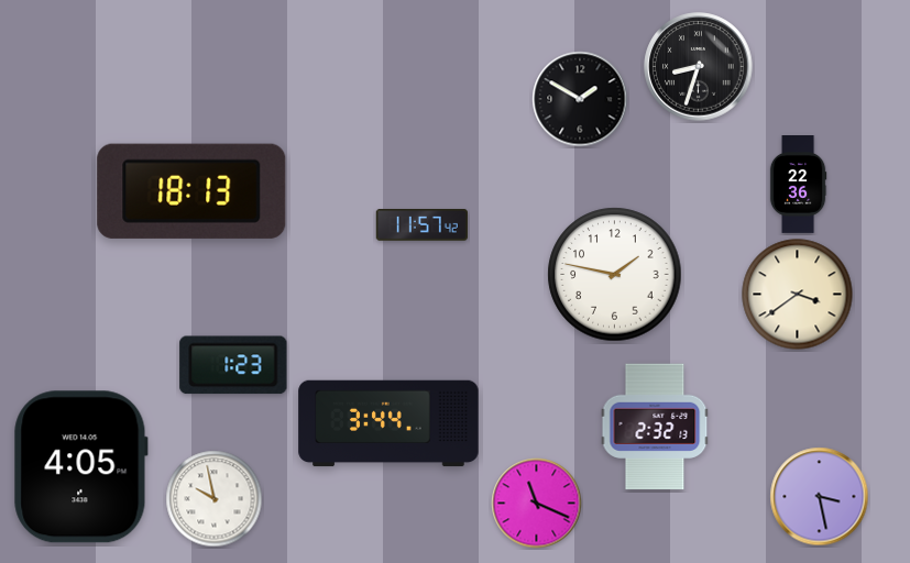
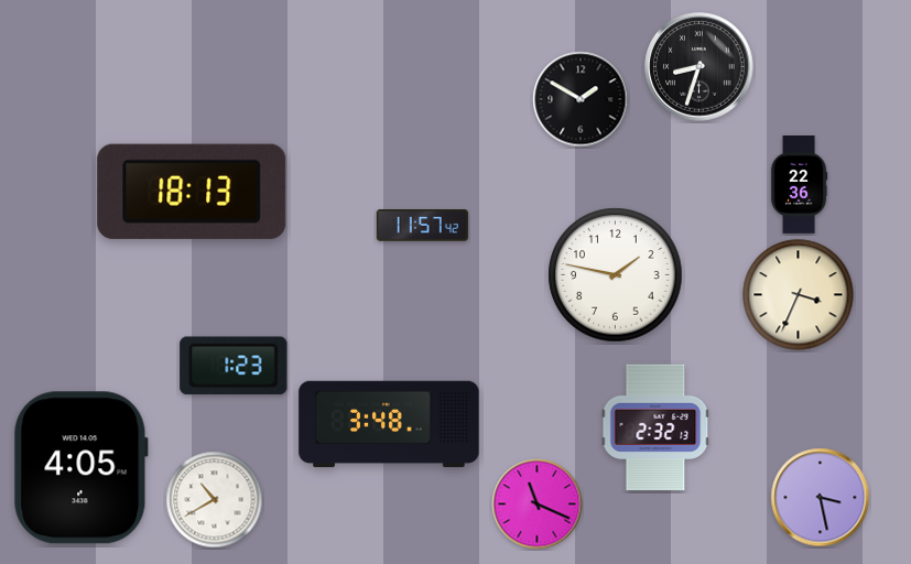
clock at (798, 295): 3:39 -> 3:34
clock at (388, 423): 3:44 -> 3:48
clock at (215, 499): 9:58 -> 10:40
